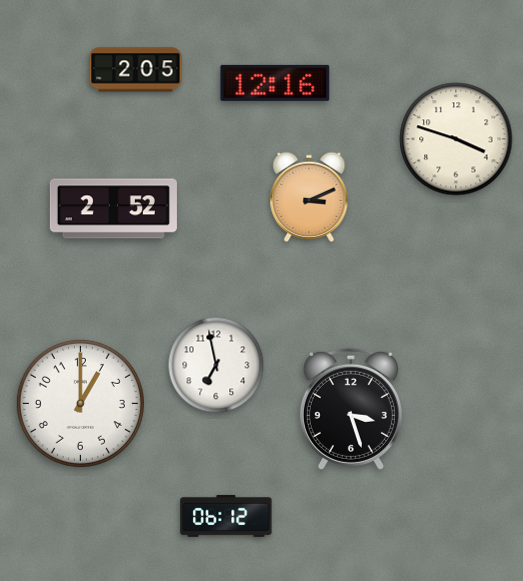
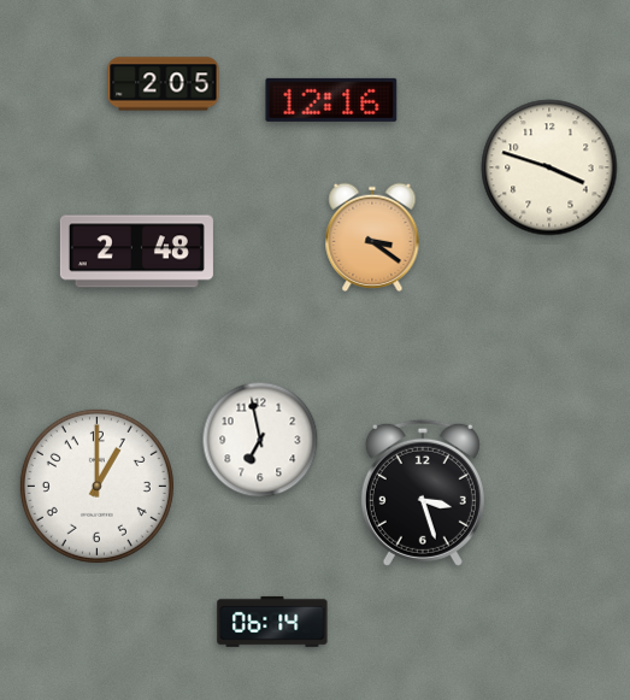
clock at (309, 196): 3:11 -> 3:21
clock at (113, 209): 2:52 -> 2:48
clock at (226, 516): 06:12 -> 06:14
